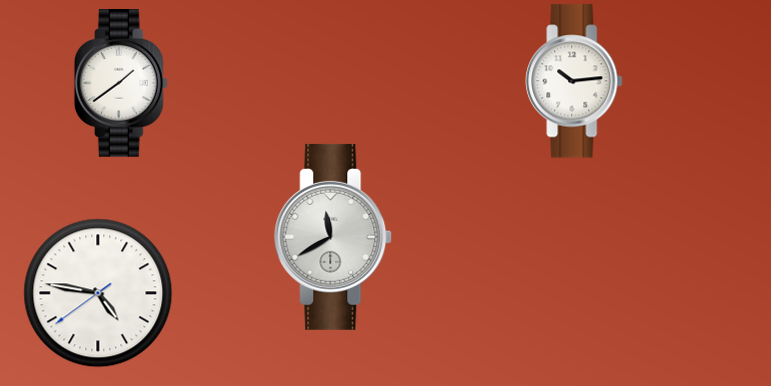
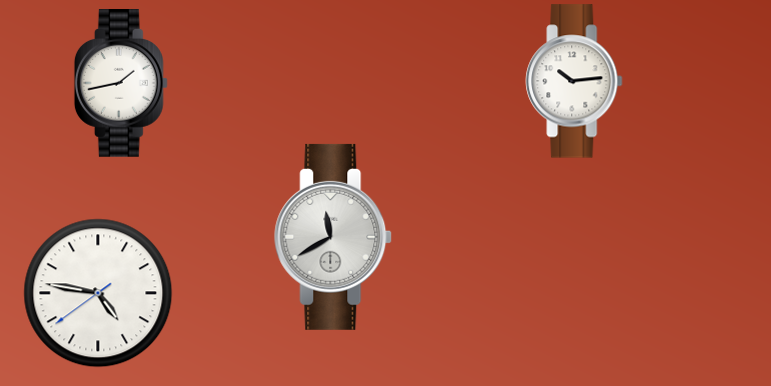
clock at (121, 84): 1:39 -> 1:43
